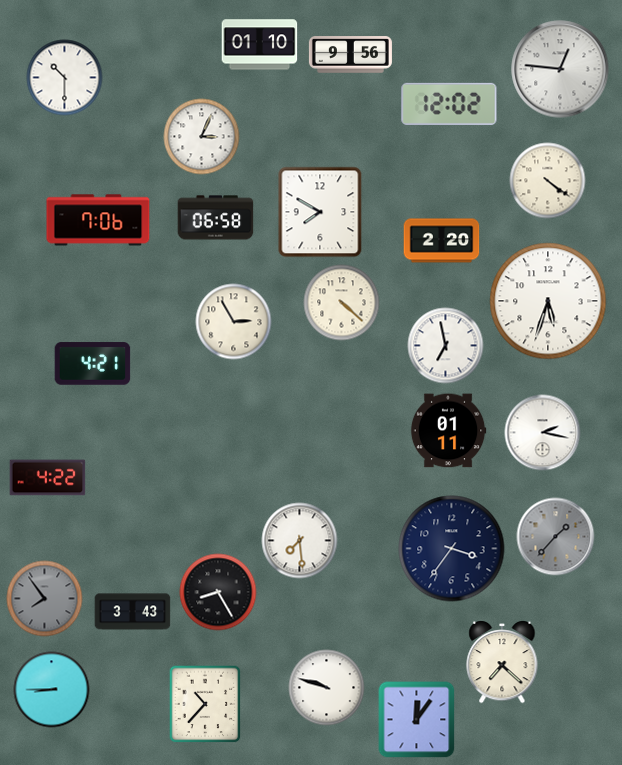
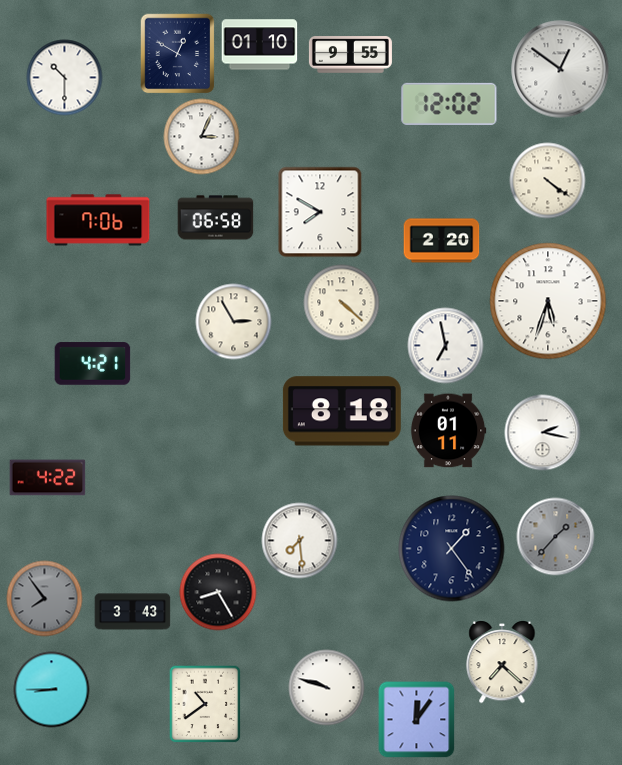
clock at (178, 54): none -> 12:50
clock at (350, 55): 9:56 -> 9:55
clock at (560, 69): 12:46 -> 12:51
clock at (342, 411): none -> 8:18
clock at (452, 549): 3:36 -> 1:24
clock at (205, 704): 10:37 -> 10:39
